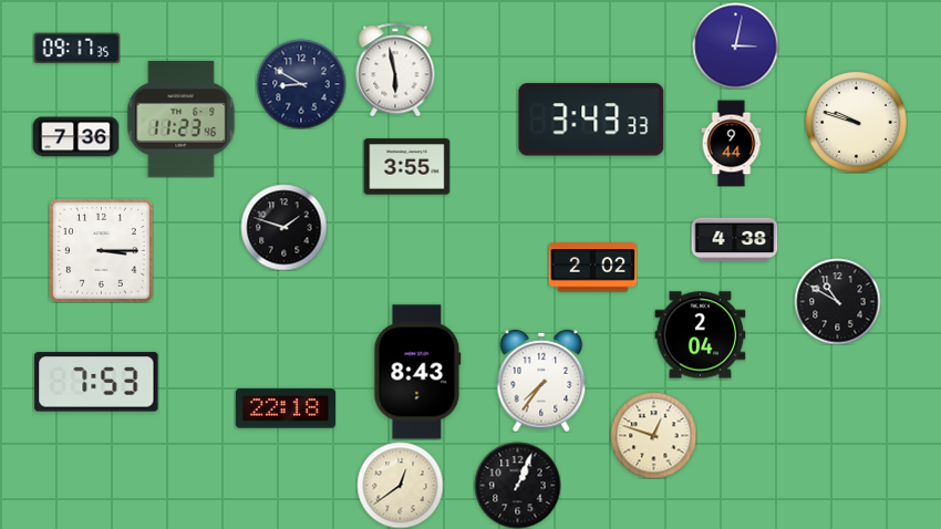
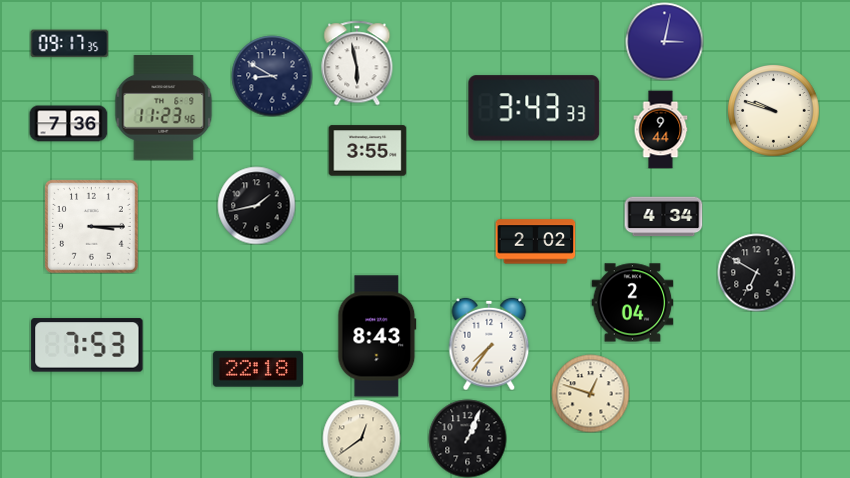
clock at (283, 227): 1:48 -> 1:43
clock at (734, 240): 4:38 -> 4:34
clock at (837, 301): 10:50 -> 6:50
